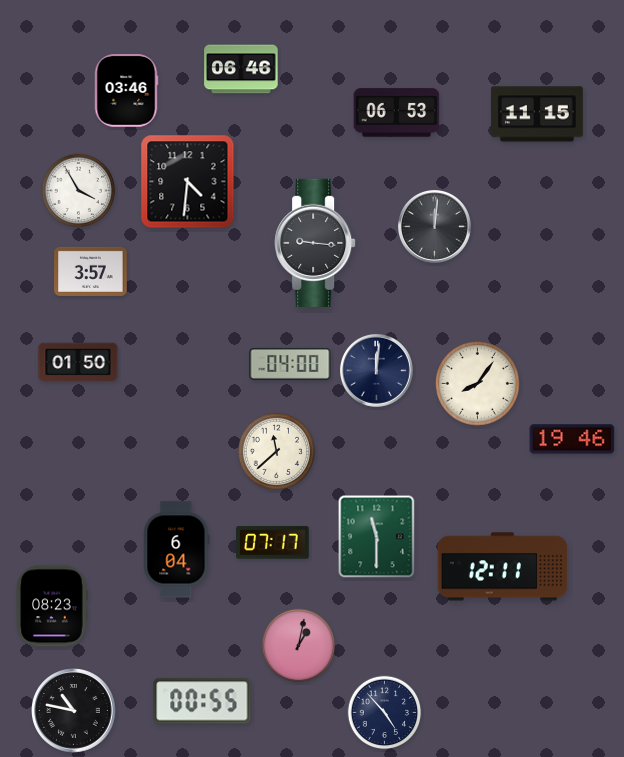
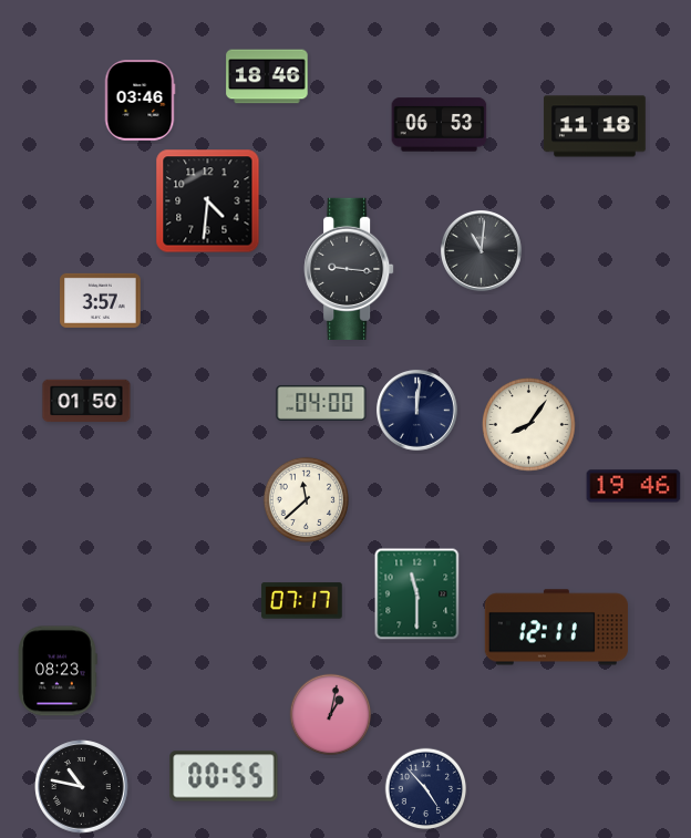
clock at (241, 69): 06:46 -> 18:46
clock at (538, 114): 11:15 -> 11:18
clock at (79, 191): 3:55 -> none
clock at (434, 226): 12:01 -> 11:01
clock at (177, 550): 6:04 -> none
